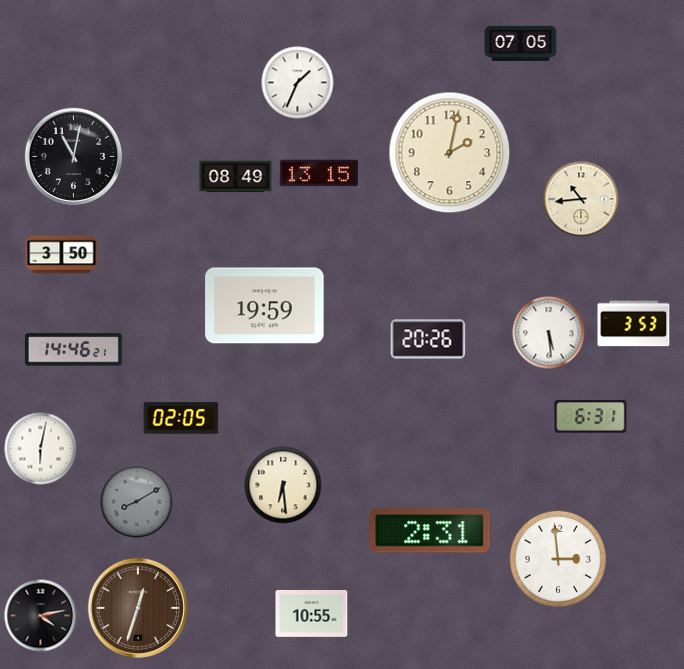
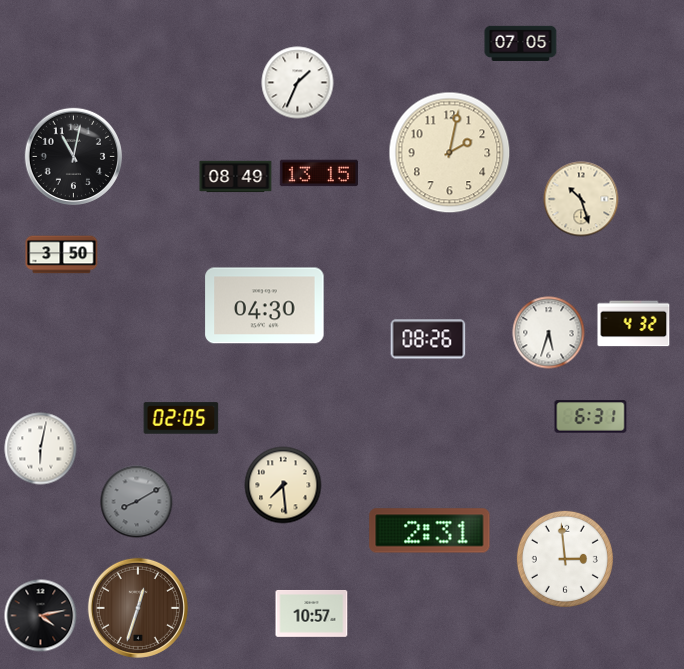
clock at (581, 199): 10:44 -> 10:27
clock at (265, 306): 19:59 -> 04:30
clock at (634, 324): 3:53 -> 4:32
clock at (549, 333): 5:29 -> 5:33
clock at (428, 339): 20:26 -> 08:26
clock at (73, 350): 14:46 -> none
clock at (283, 485): 6:29 -> 7:29
clock at (558, 559) position: (558, 559) -> (565, 559)
clock at (312, 613): 10:55 -> 10:57
